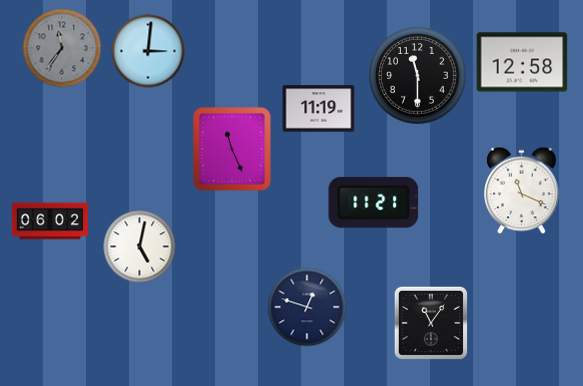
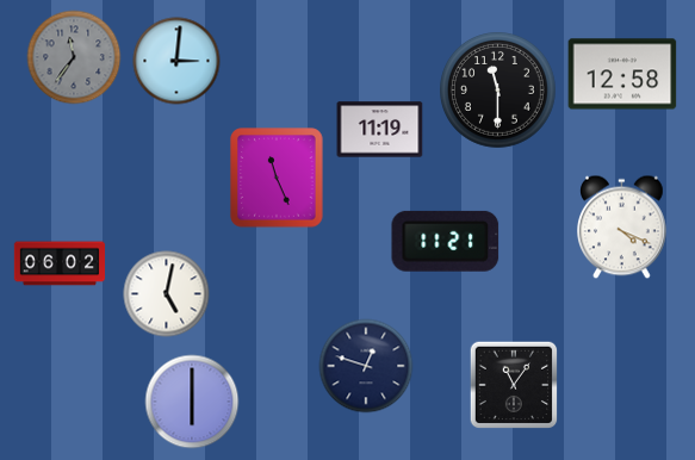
clock at (522, 191): 11:19 -> 4:19
clock at (192, 402): none -> 6:00
